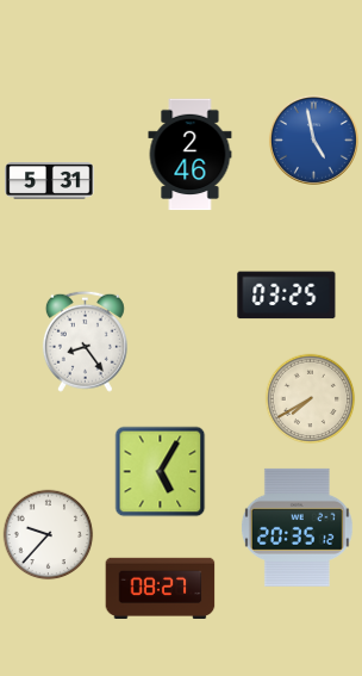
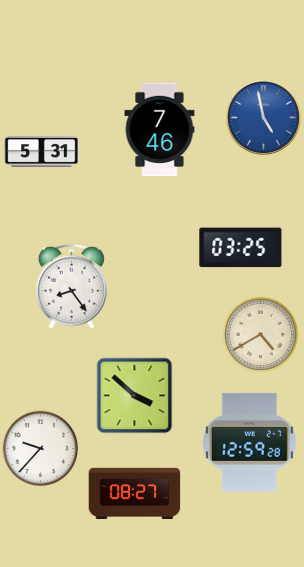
clock at (191, 155): 2:46 -> 7:46
clock at (311, 399): 7:40 -> 4:40
clock at (161, 472): 5:05 -> 3:52
clock at (297, 527): 20:35 -> 12:59
